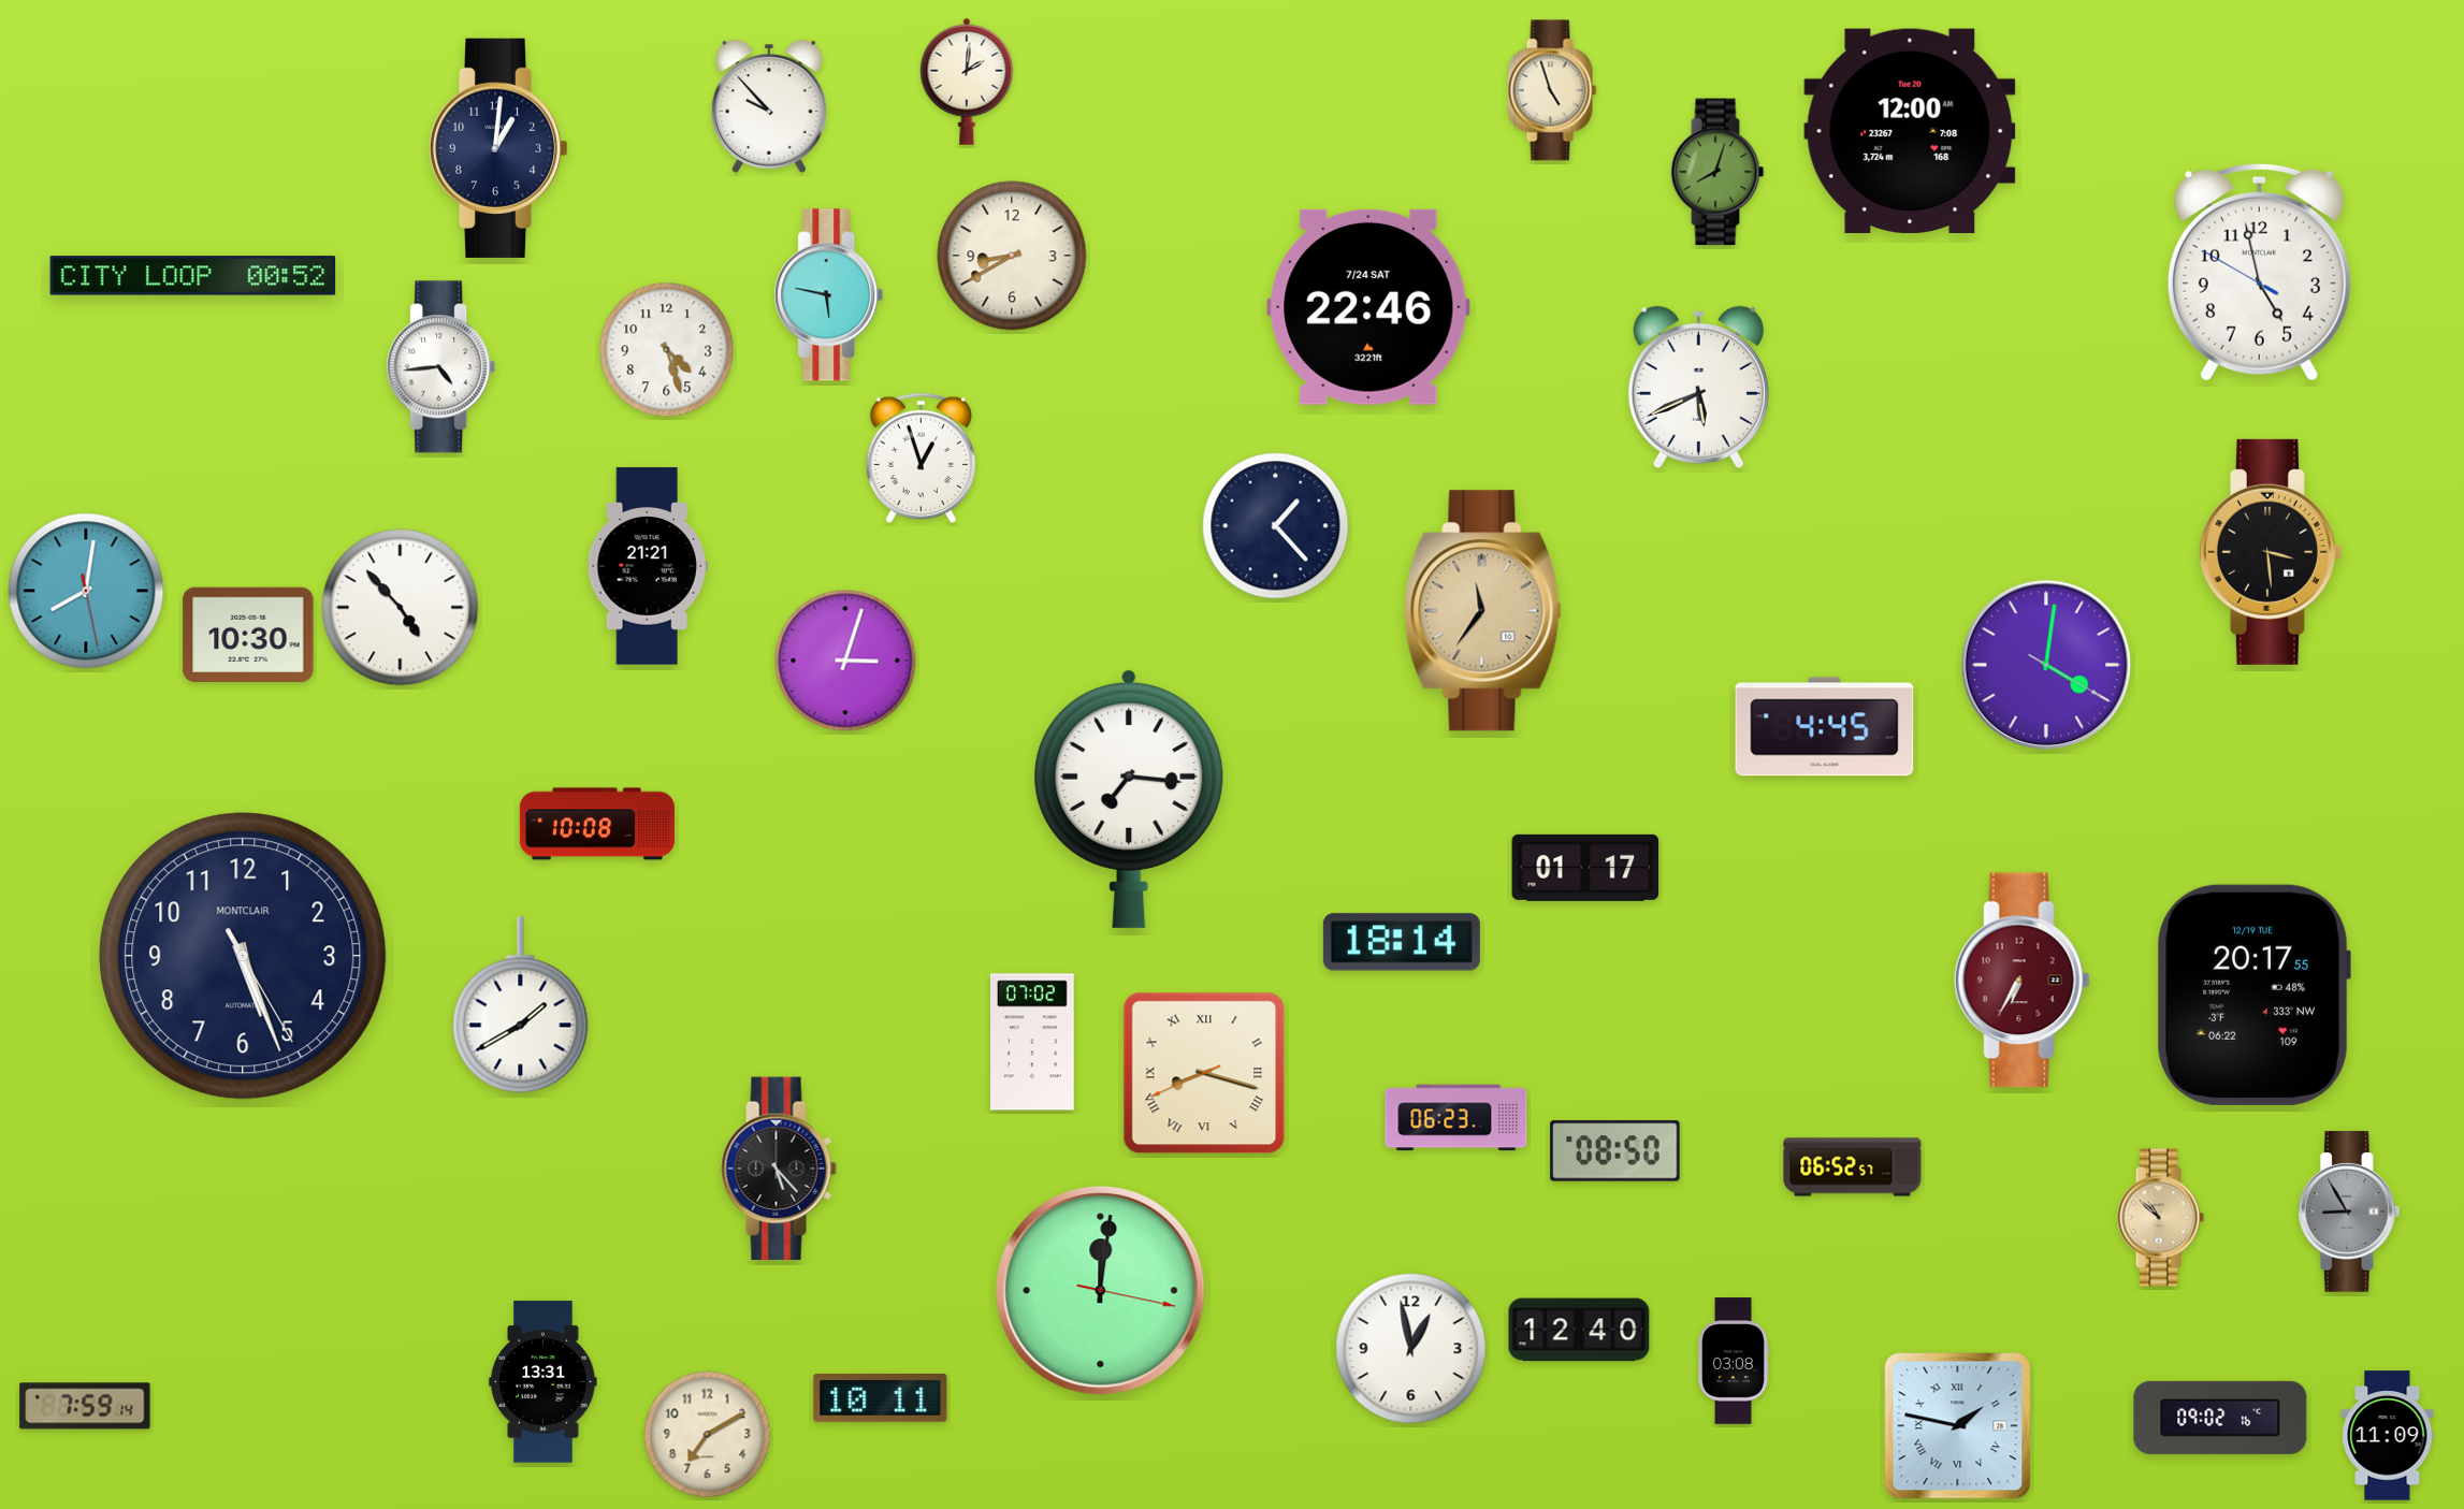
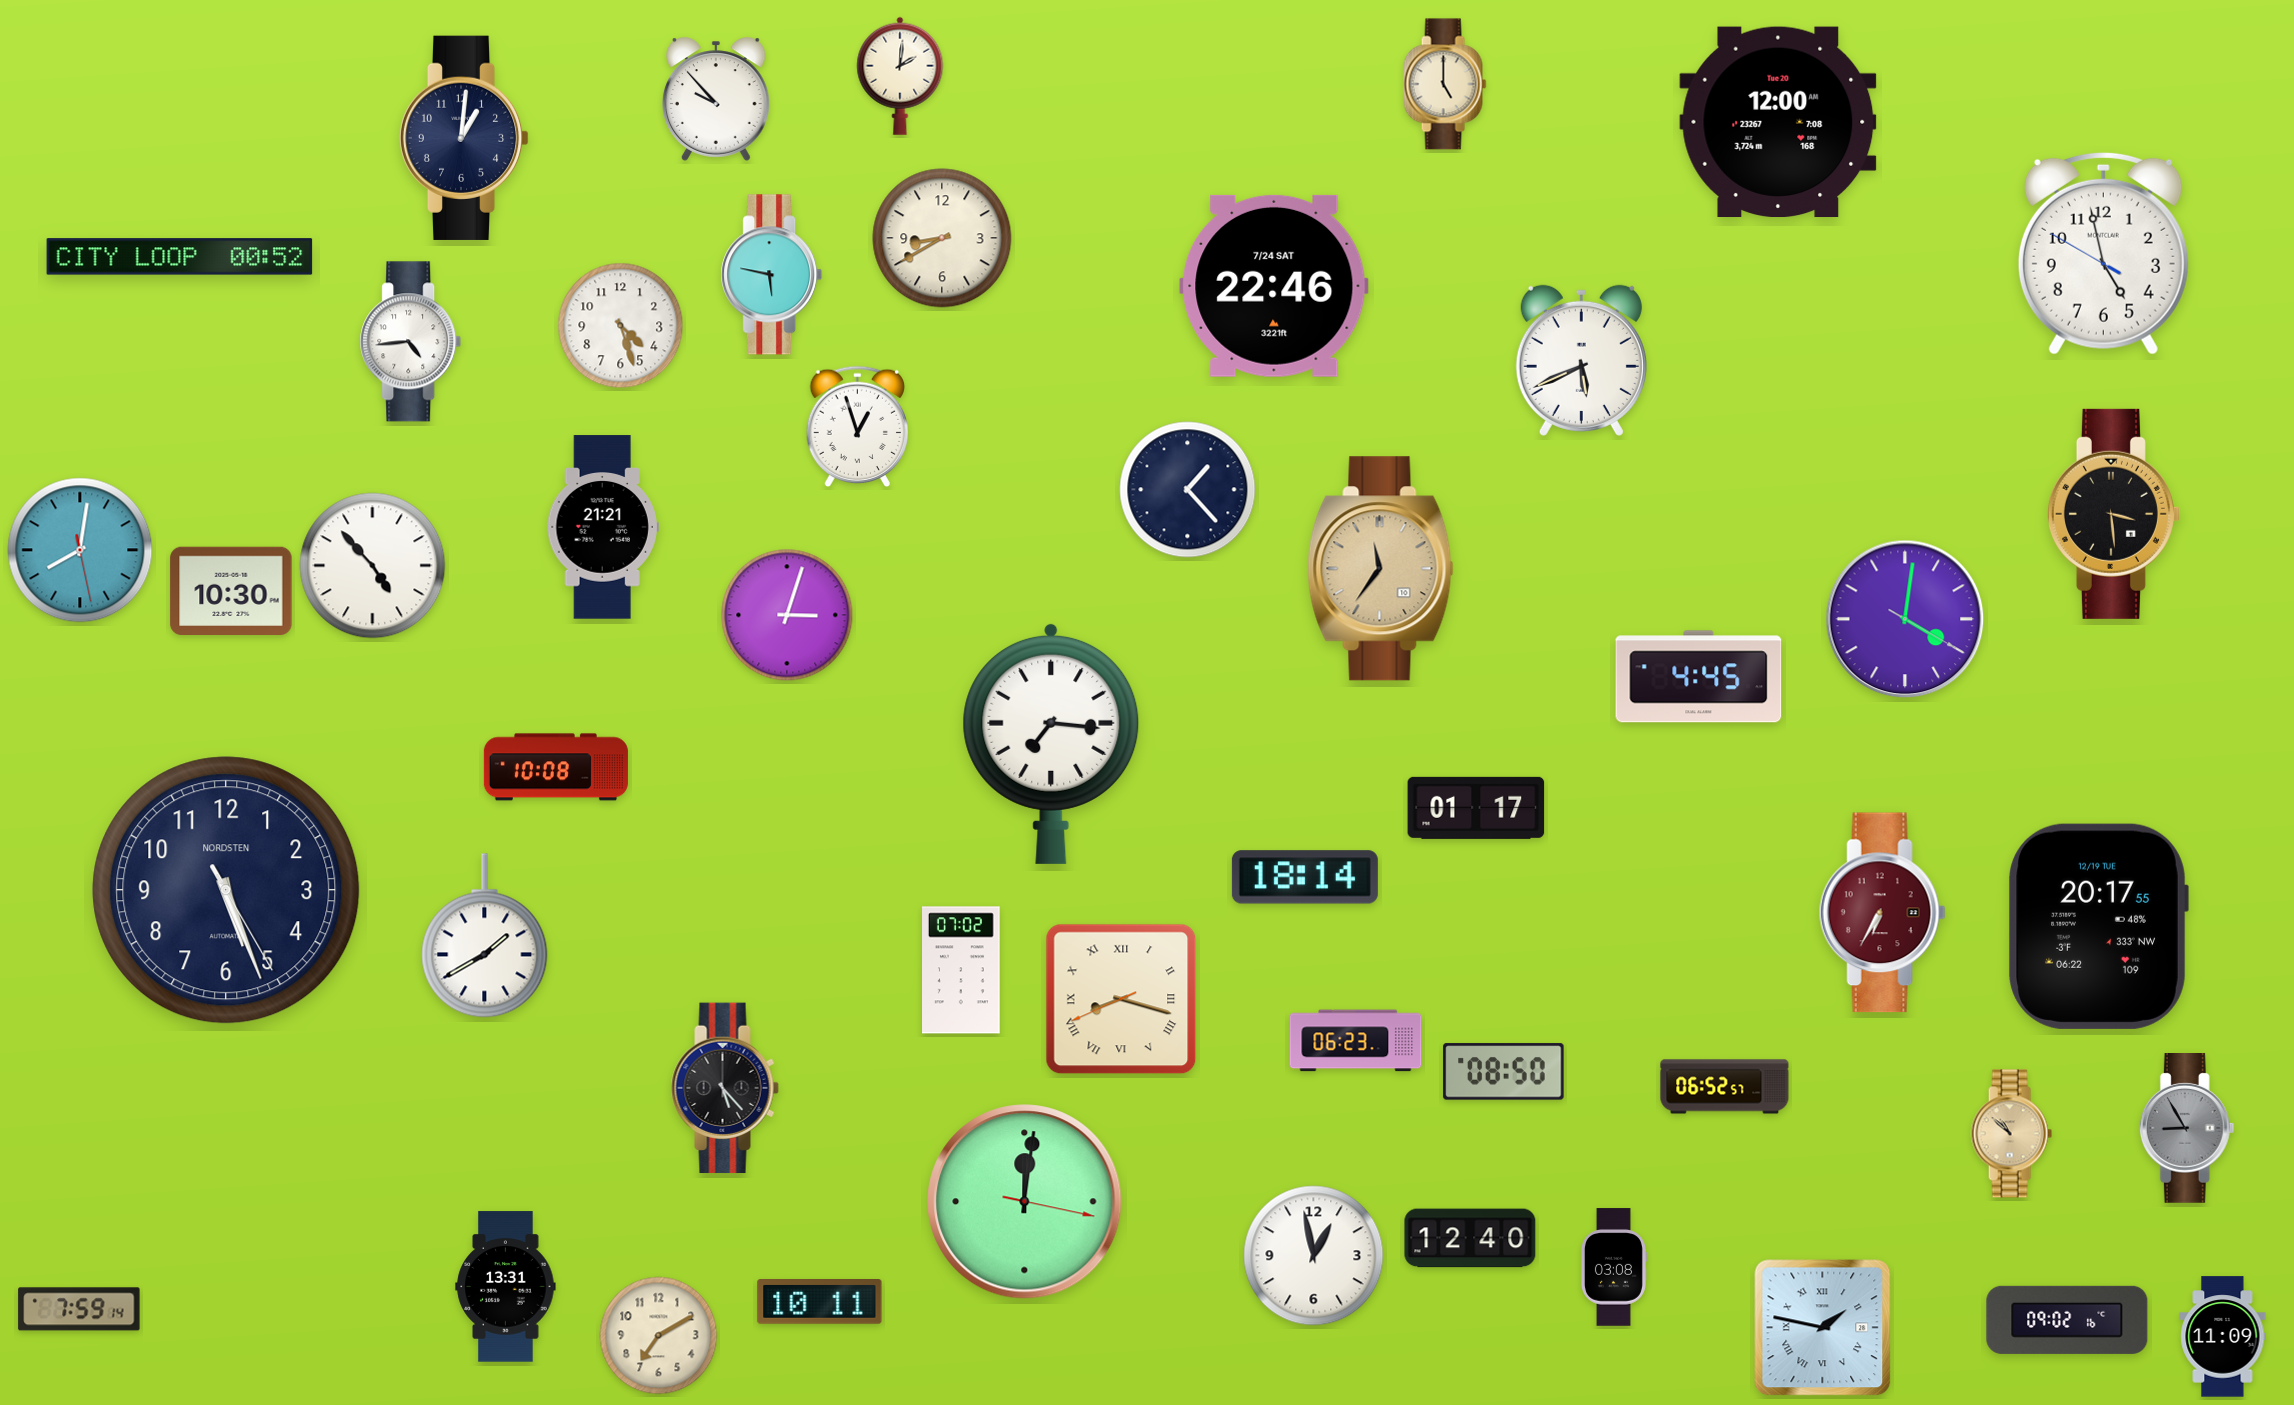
clock at (1552, 90): 4:57 -> 5:00
clock at (1717, 172): 8:03 -> none
clock at (243, 956) brand: MONTCLAIR -> NORDSTEN
